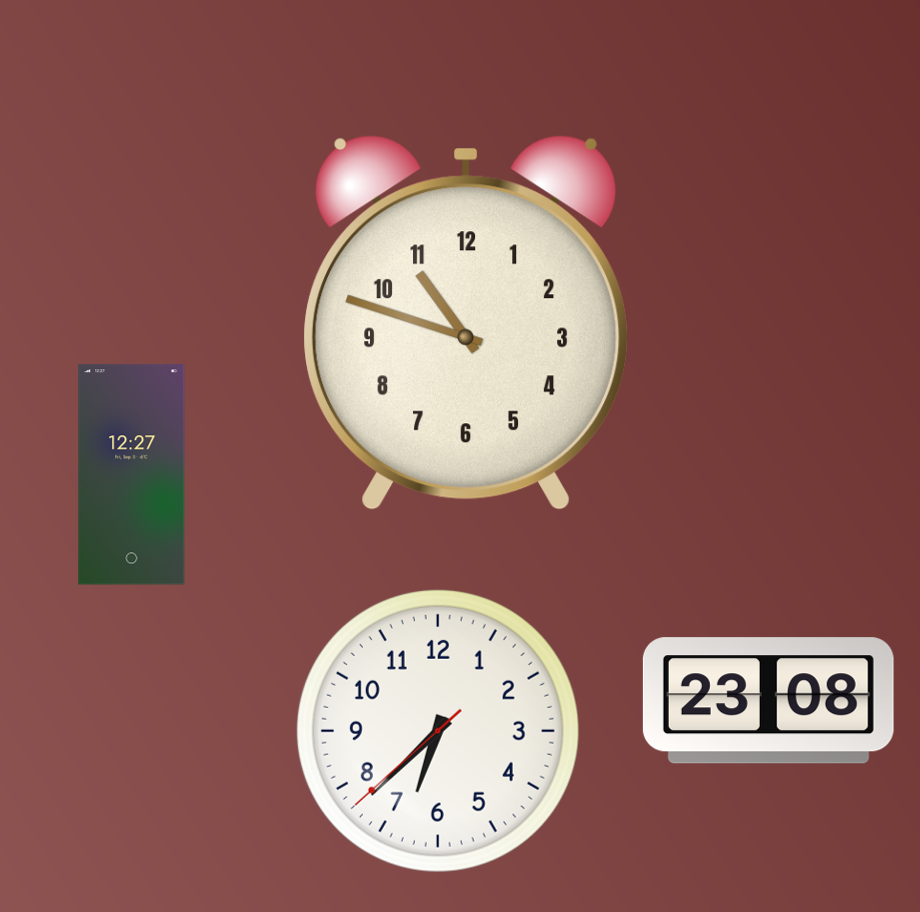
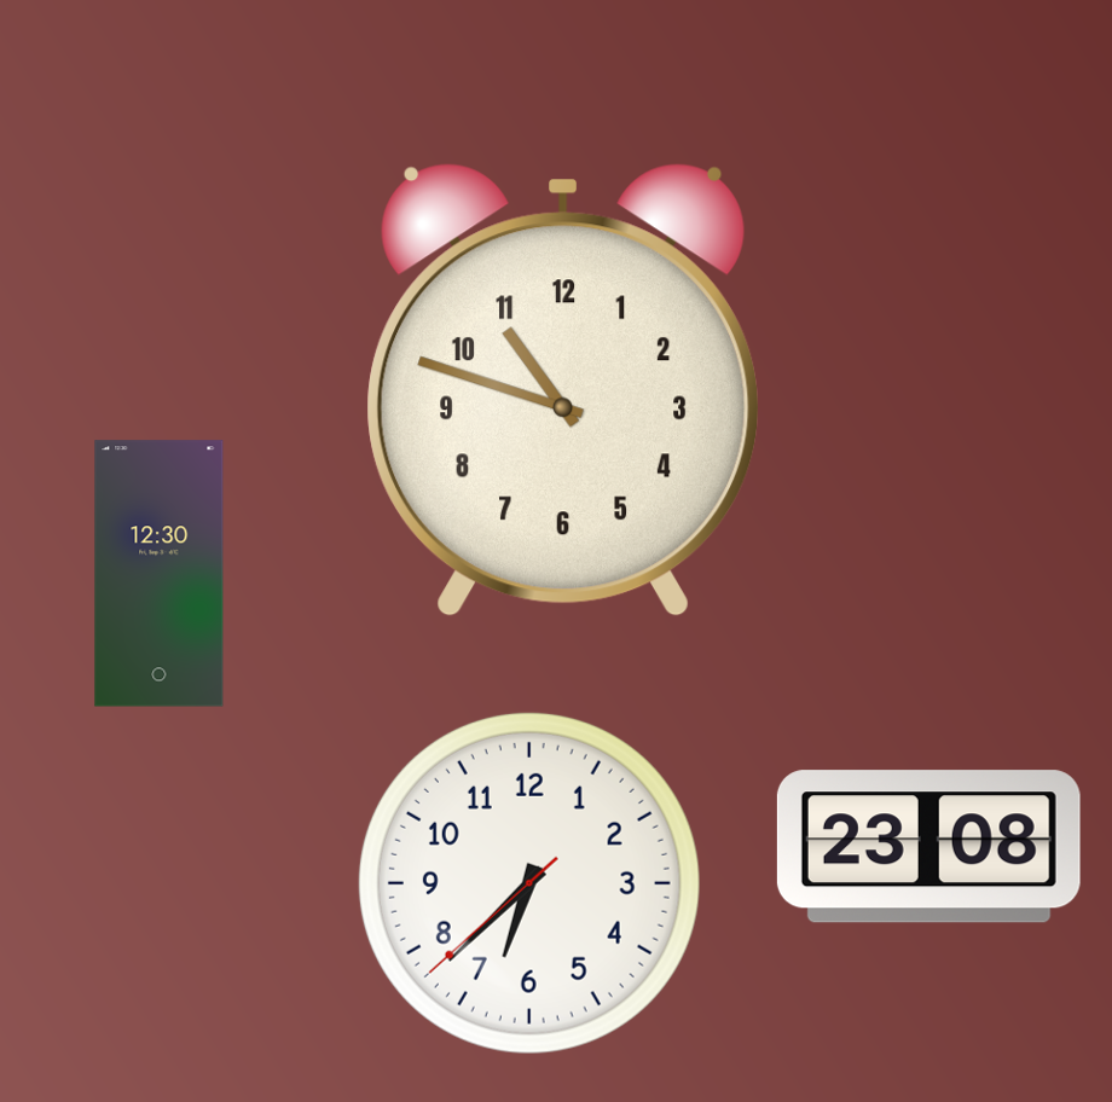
clock at (132, 475): 12:27 -> 12:30
